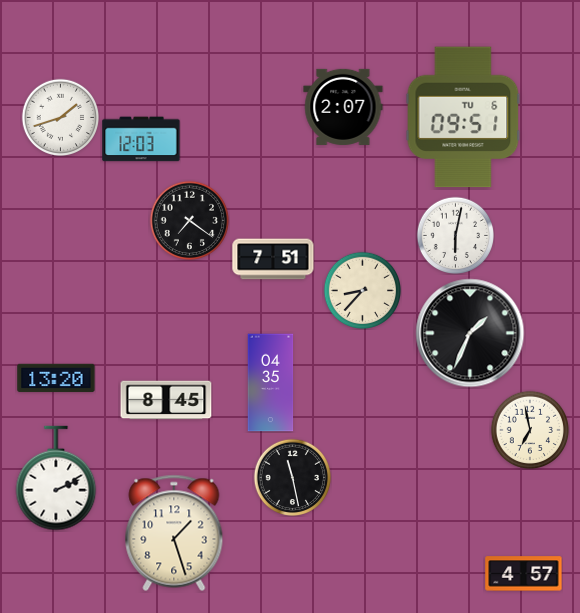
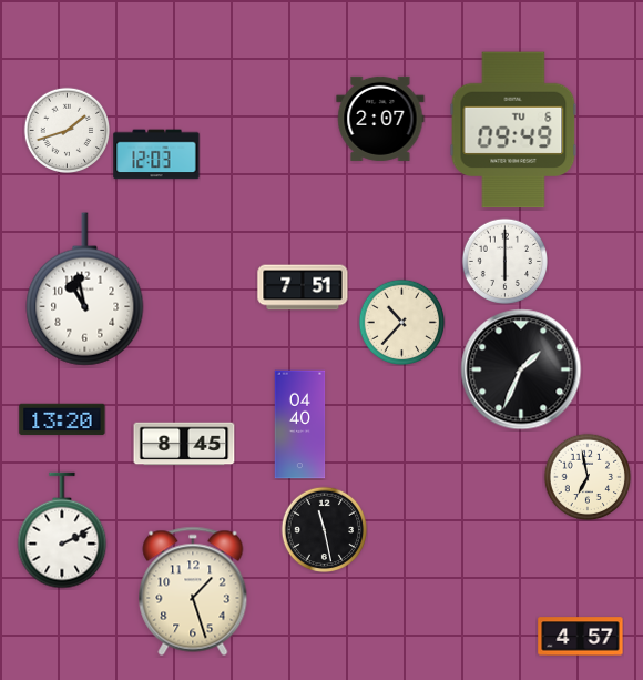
clock at (463, 117): 09:51 -> 09:49
clock at (189, 220): 7:21 -> none
clock at (455, 235): 6:02 -> 6:00
clock at (85, 290): none -> 10:58
clock at (362, 290): 8:37 -> 10:37
clock at (271, 383): 04:35 -> 04:40
